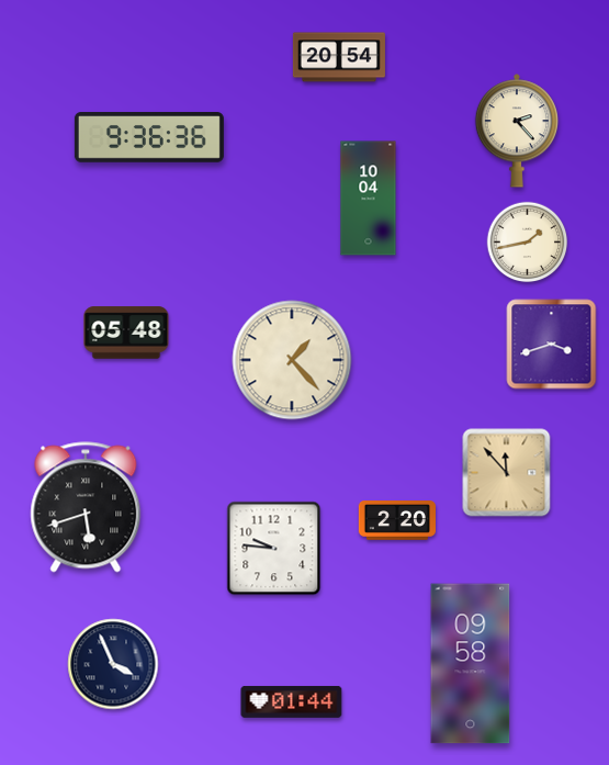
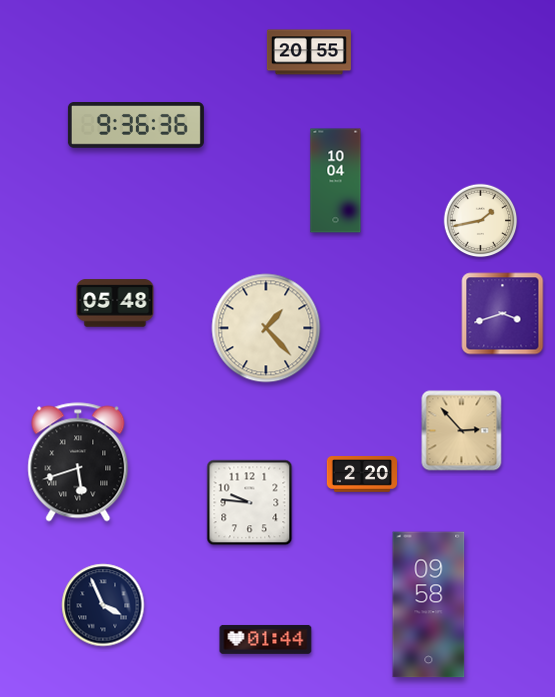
clock at (339, 57): 20:54 -> 20:55
clock at (516, 131): 2:23 -> none
clock at (507, 473): 11:53 -> 2:53
clock at (274, 549) position: (274, 549) -> (250, 503)
